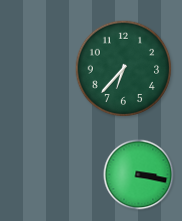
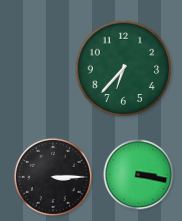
clock at (53, 177): none -> 3:15
